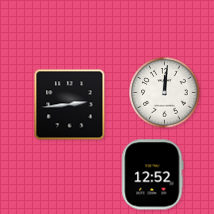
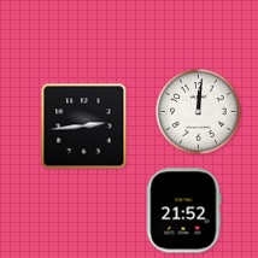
clock at (153, 175): 12:52 -> 21:52
